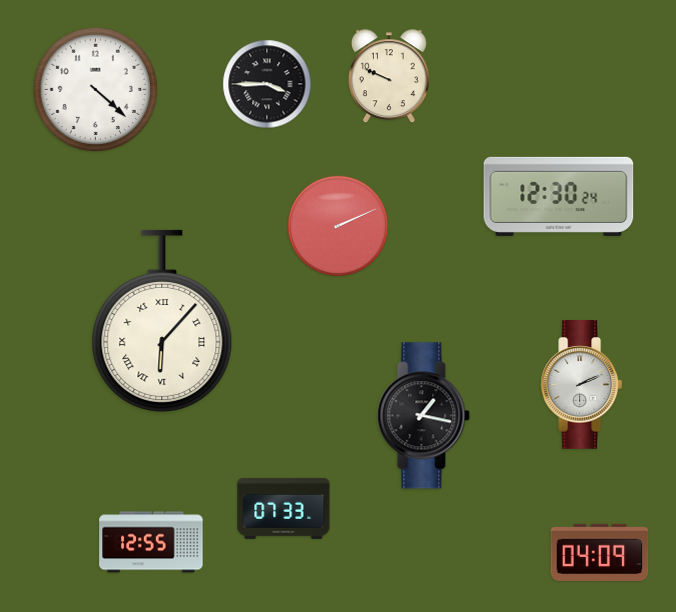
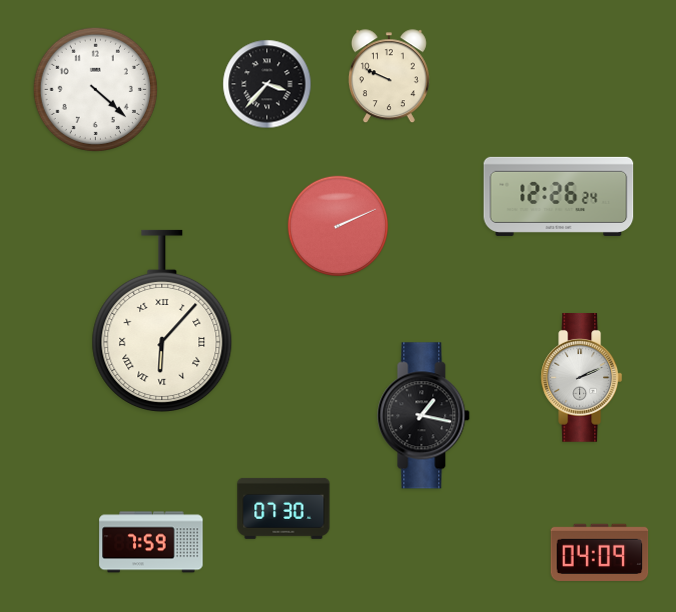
clock at (267, 84): 3:45 -> 3:37
clock at (559, 196): 12:30 -> 12:26
clock at (582, 385) position: (582, 385) -> (582, 378)
clock at (284, 508): 07:33 -> 07:30
clock at (151, 542): 12:55 -> 7:59
